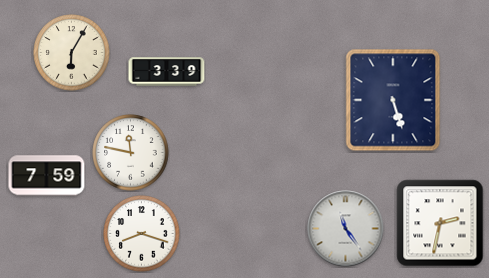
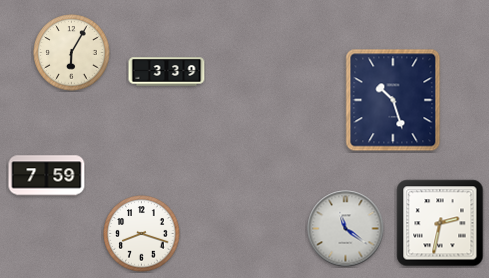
clock at (393, 100): 5:27 -> 10:27
clock at (131, 153): 11:47 -> none
clock at (346, 229): 11:24 -> 11:21
